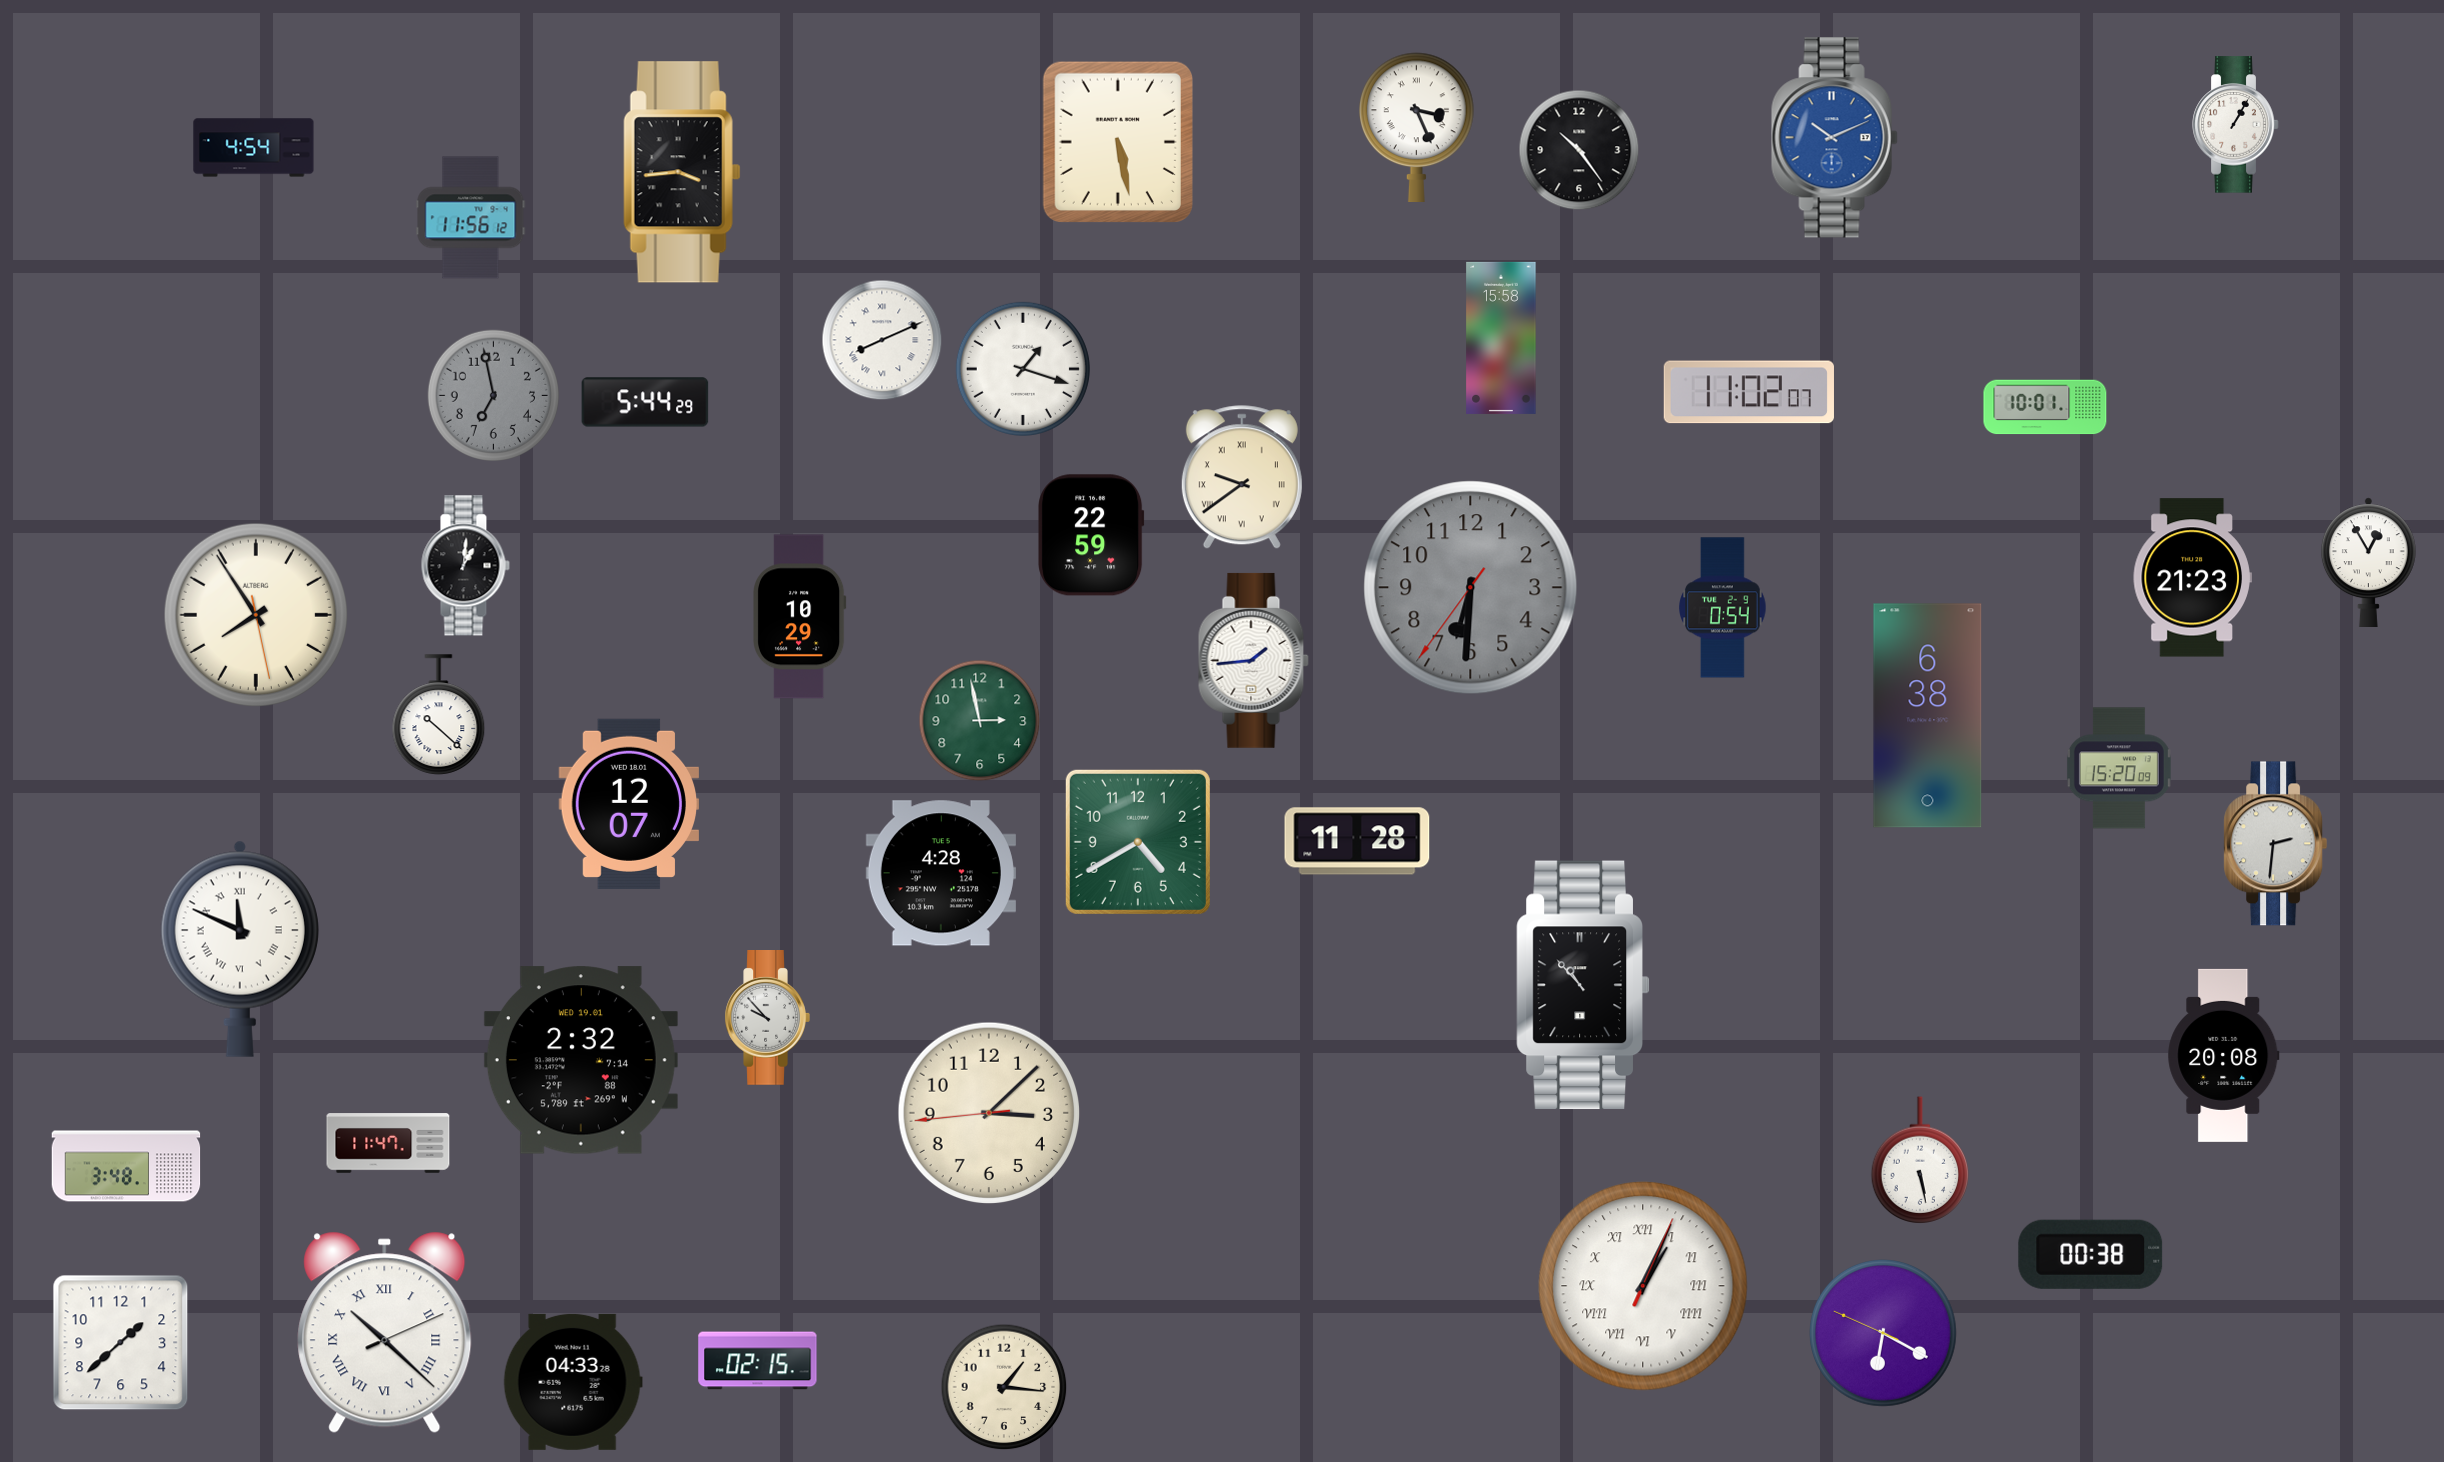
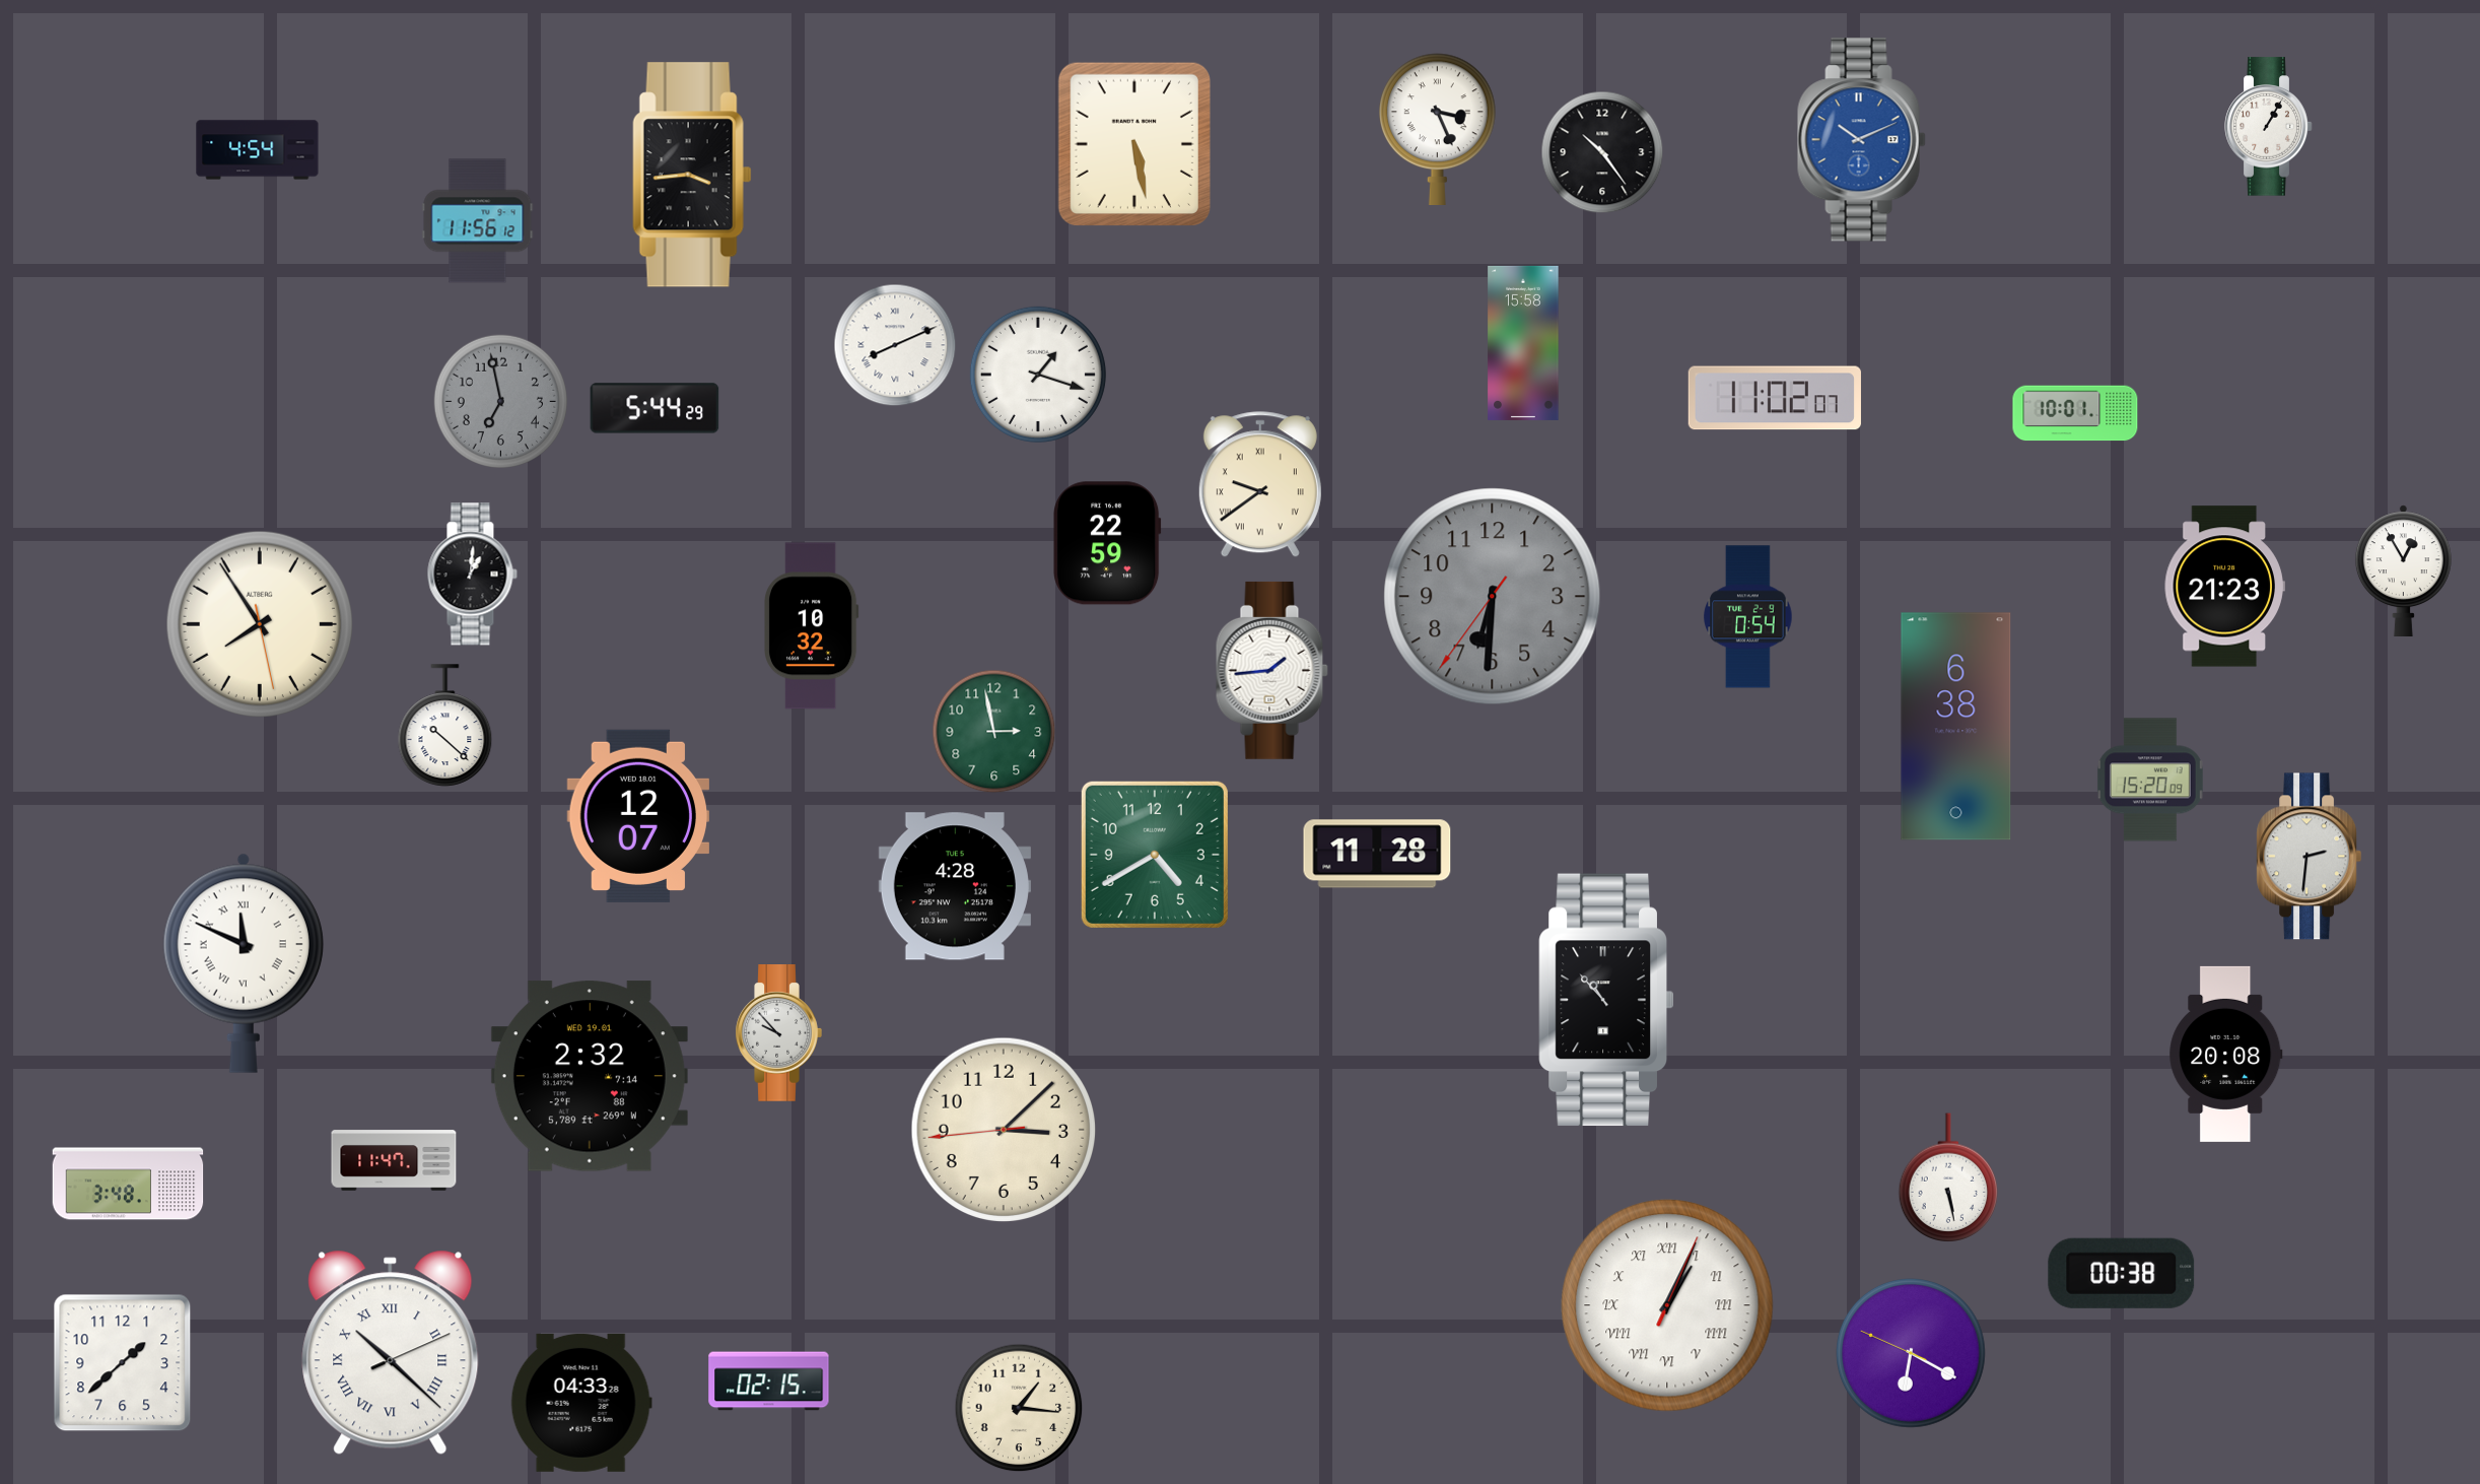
clock at (800, 617): 10:29 -> 10:32
clock at (2224, 1055) position: (2224, 1055) -> (2226, 1054)
